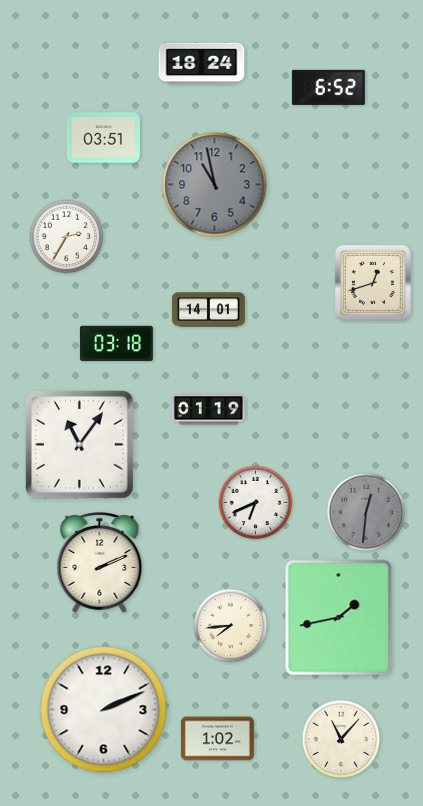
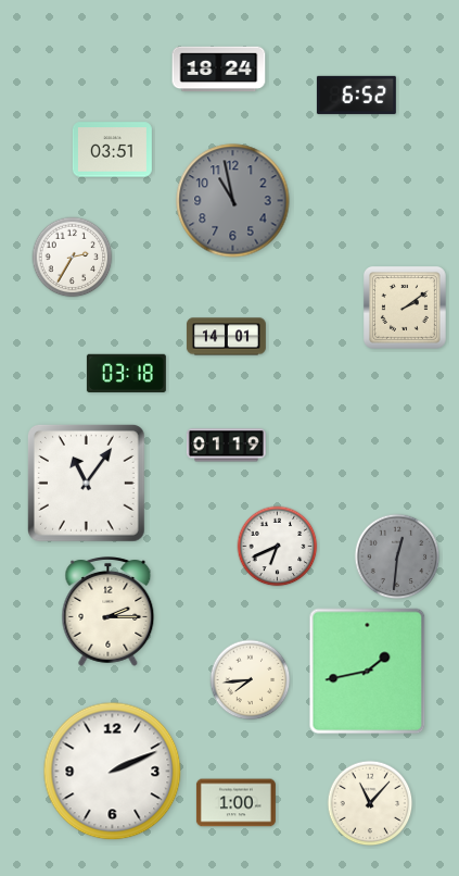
clock at (373, 283): 12:42 -> 2:09
clock at (100, 563): 2:11 -> 2:15
clock at (217, 739): 1:02 -> 1:00
